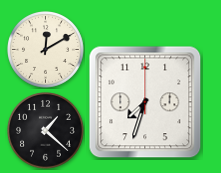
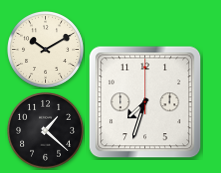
clock at (46, 50): 12:10 -> 10:10
